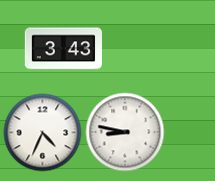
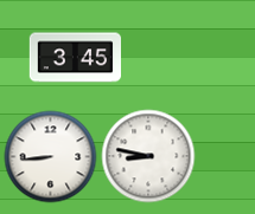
clock at (63, 49): 3:43 -> 3:45
clock at (42, 132): 4:34 -> 8:44
